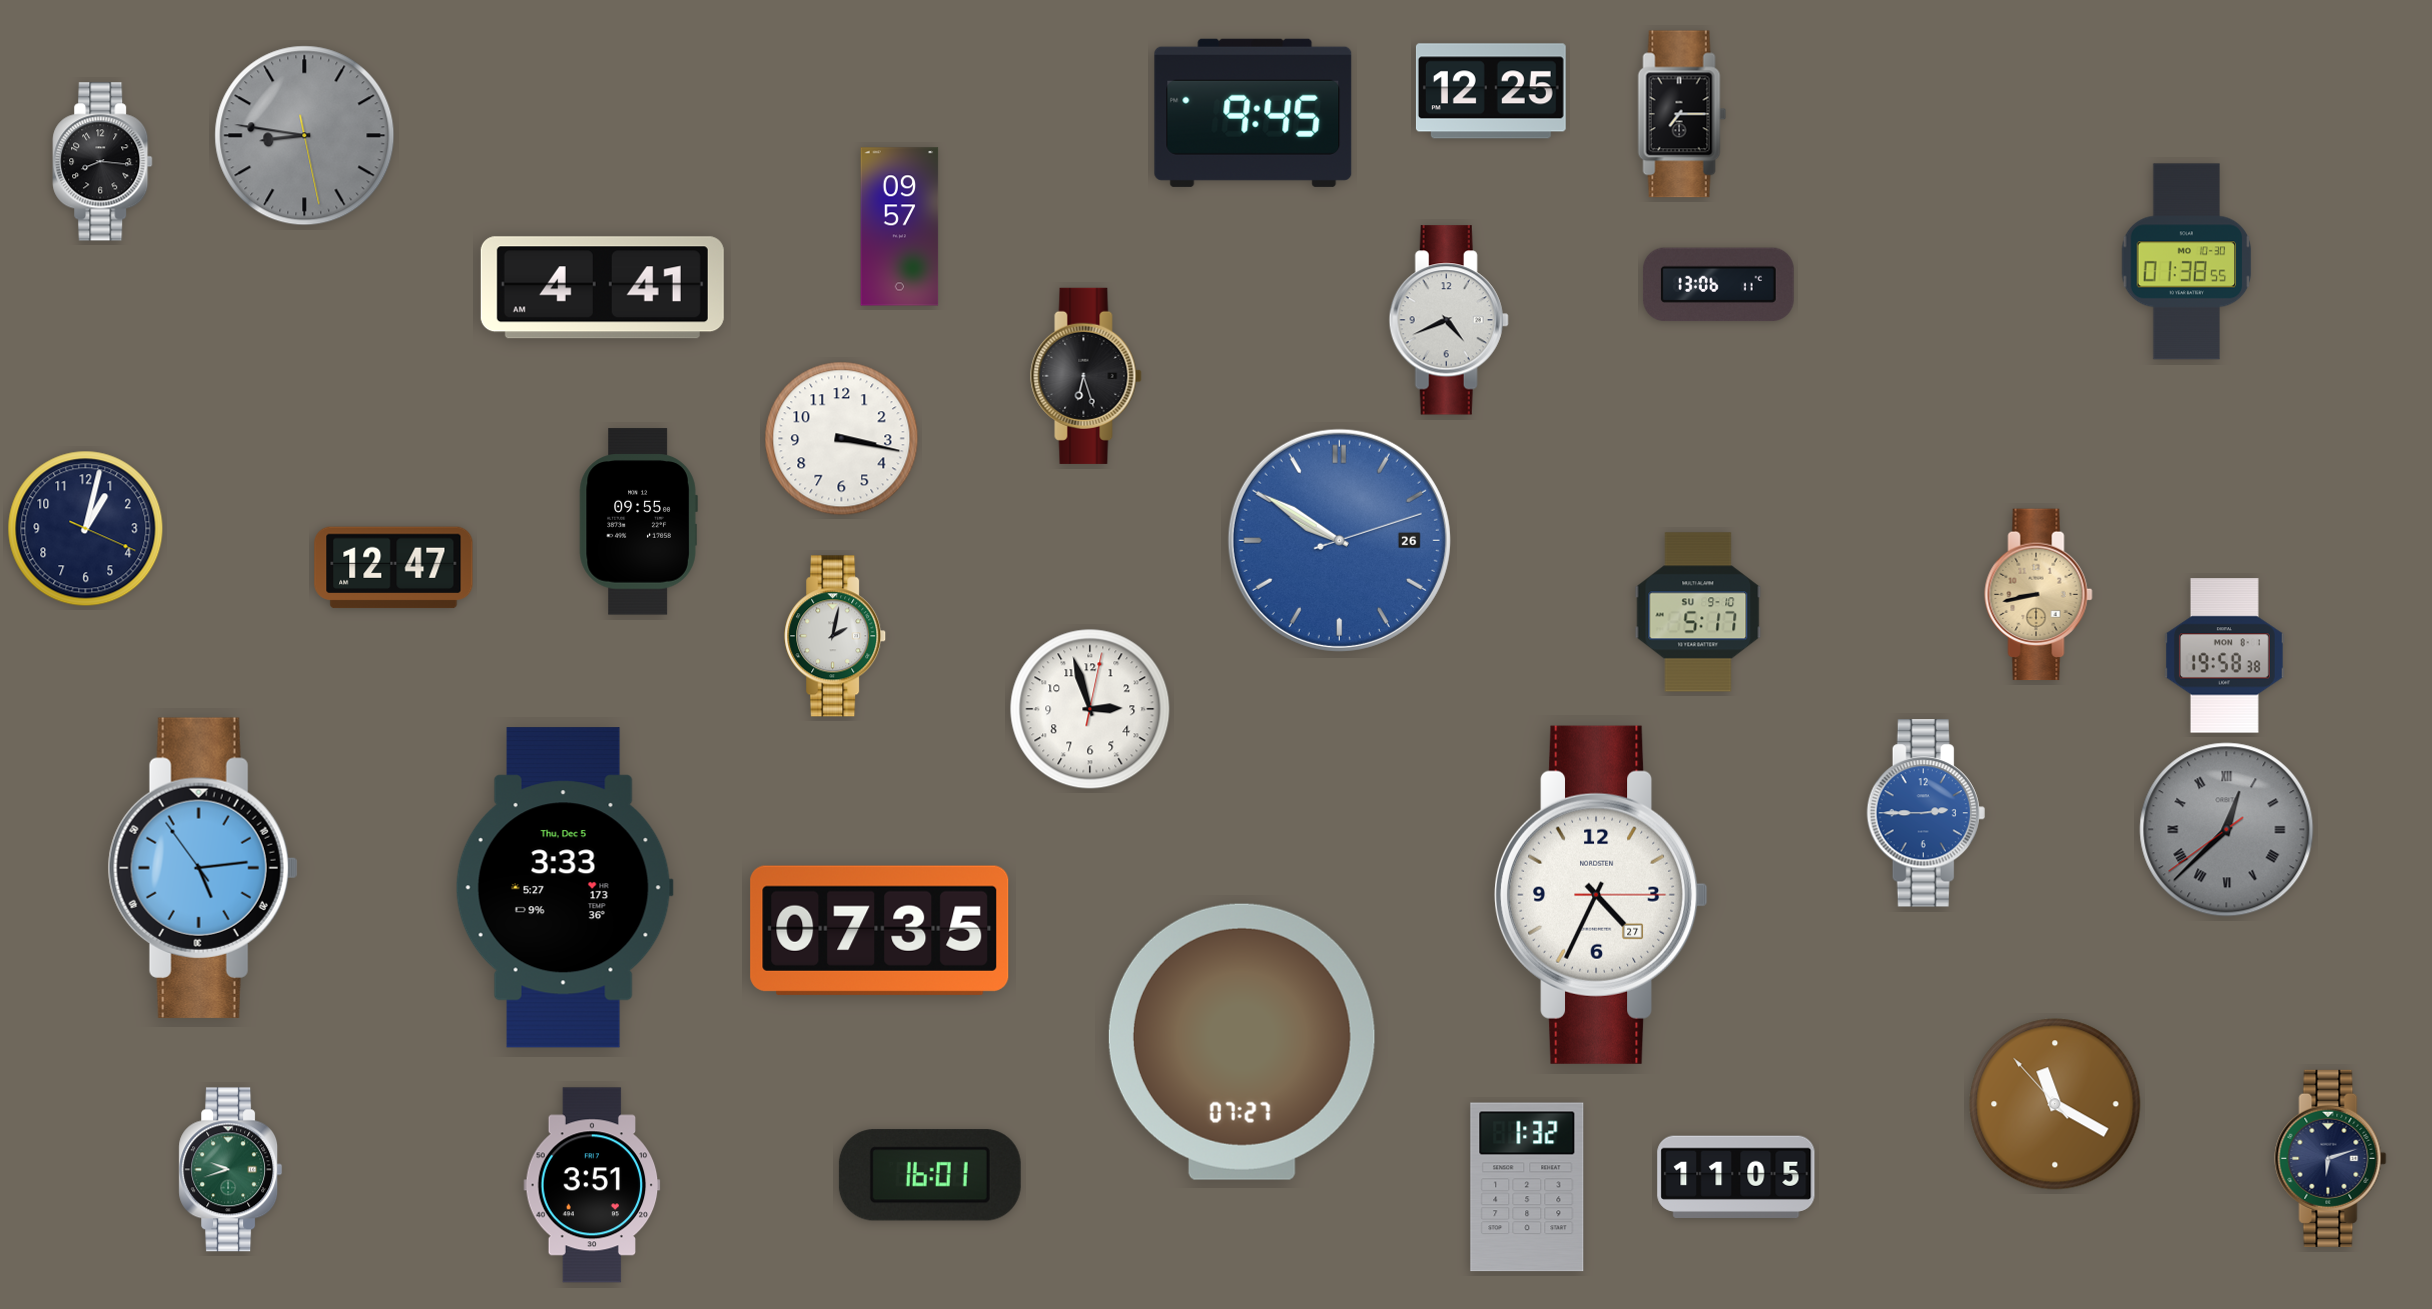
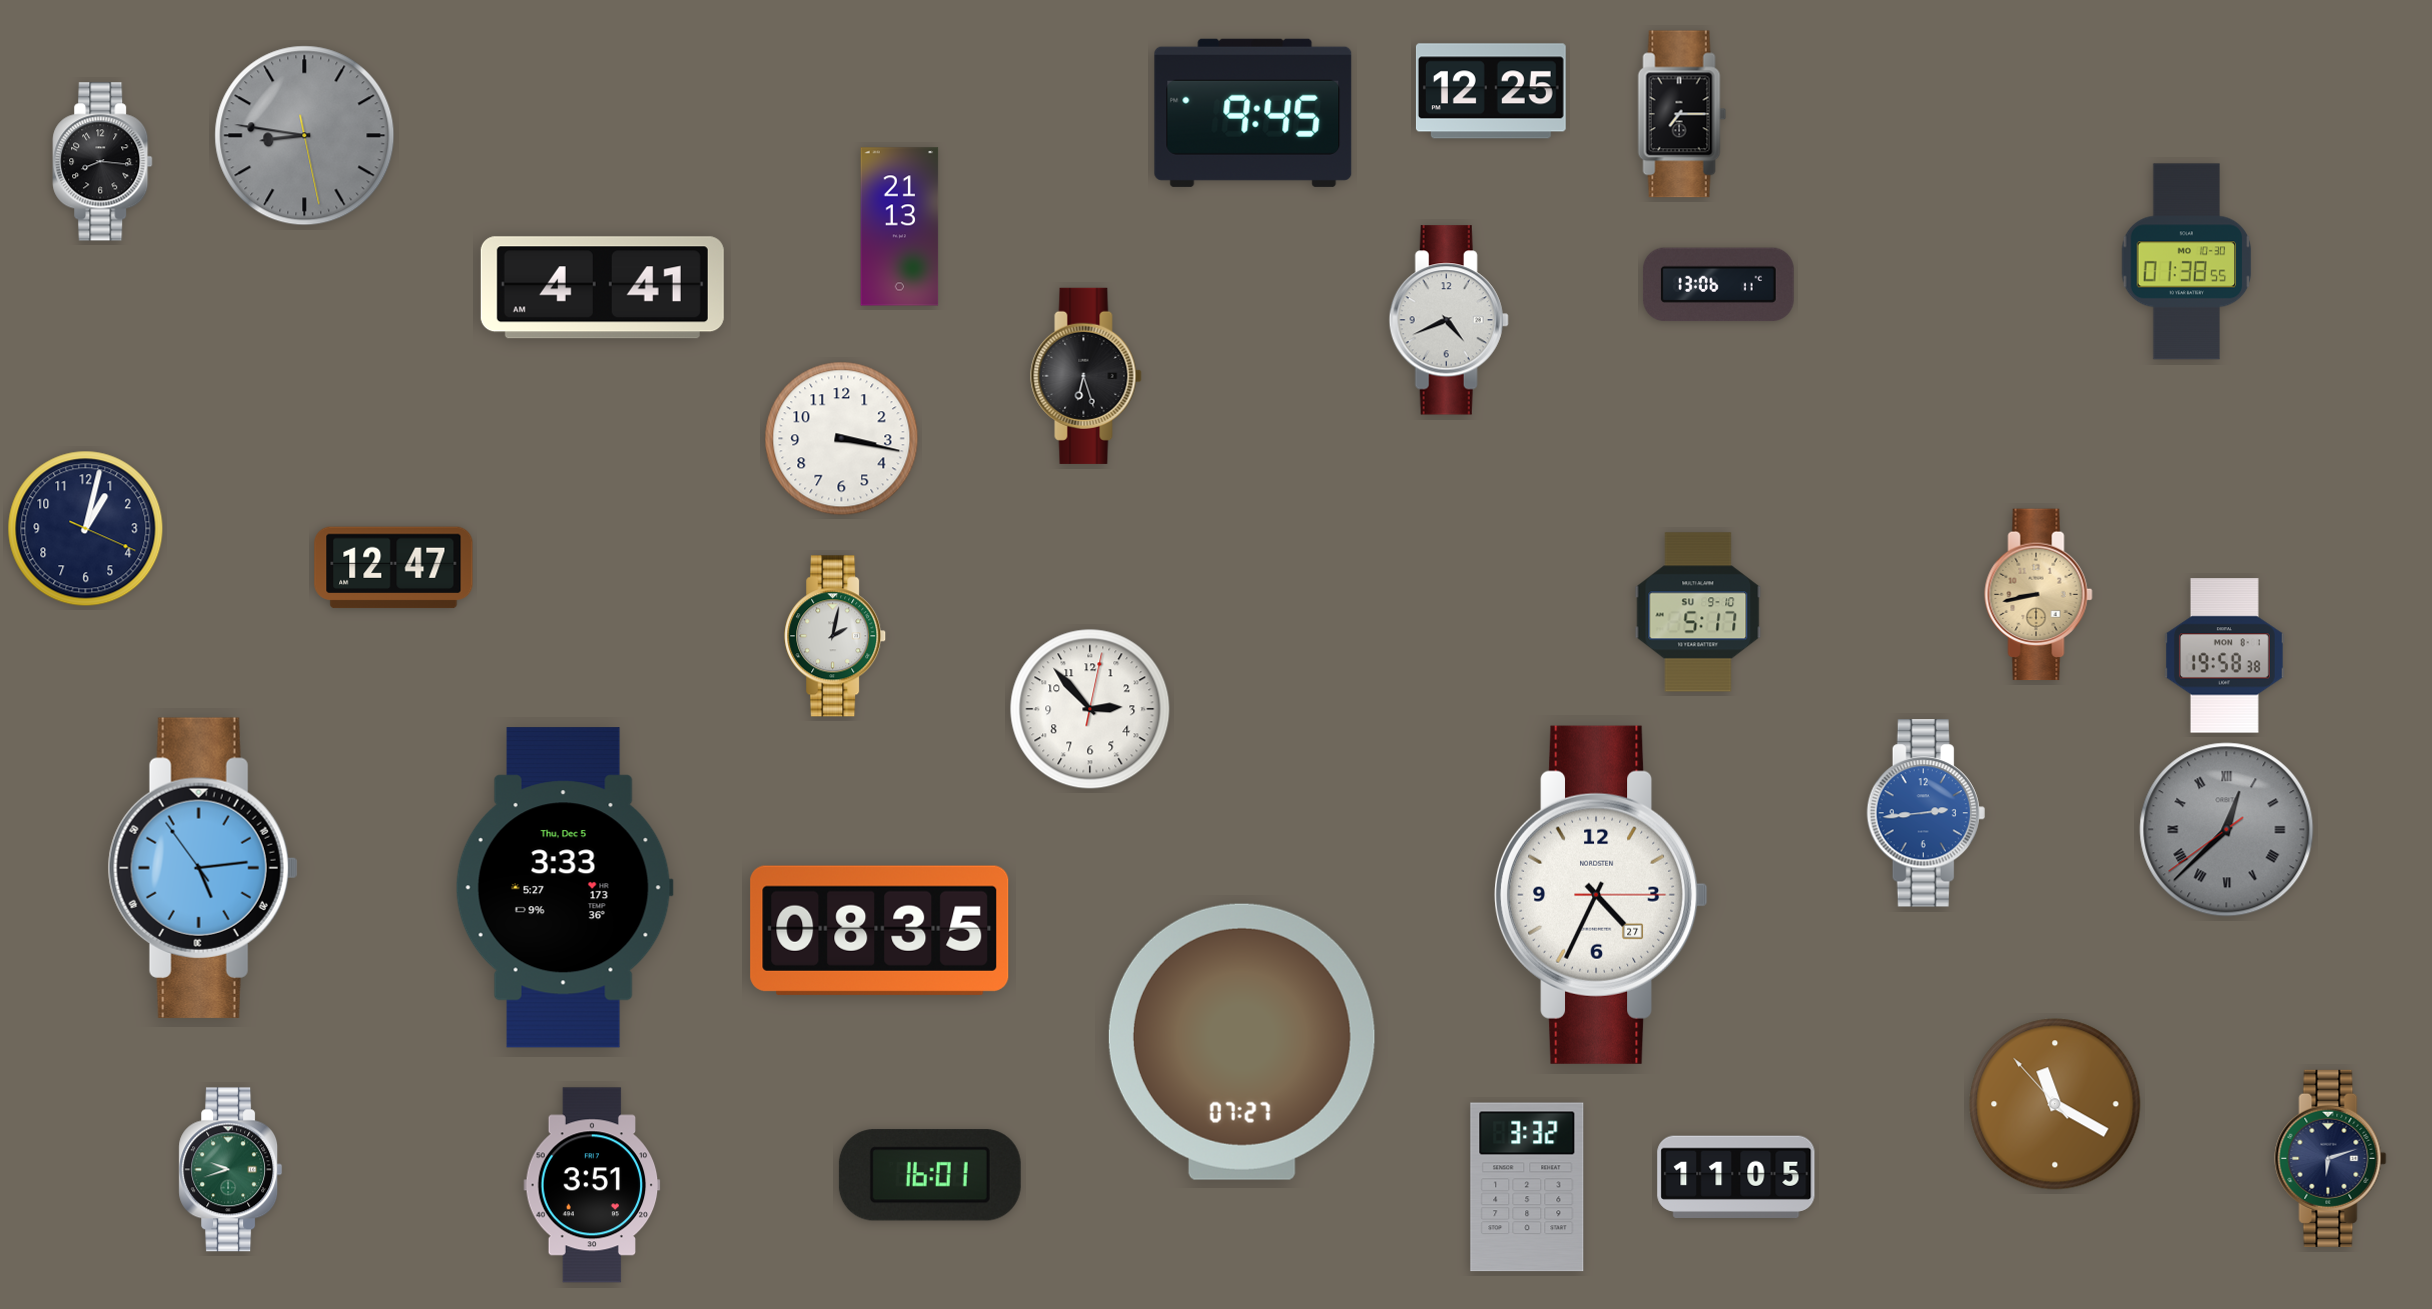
clock at (900, 227): 09:57 -> 21:13
clock at (638, 522): 09:55 -> none
clock at (1339, 540): 9:50 -> none
clock at (1090, 709): 2:57 -> 2:53
clock at (1926, 813): 2:45 -> 2:44
clock at (880, 930): 07:35 -> 08:35
clock at (1527, 1187): 1:32 -> 3:32
